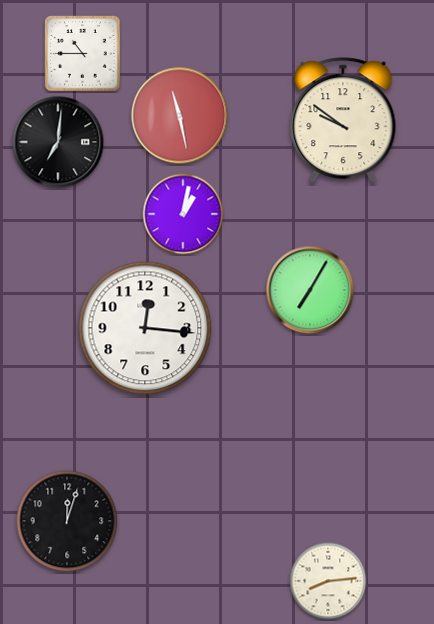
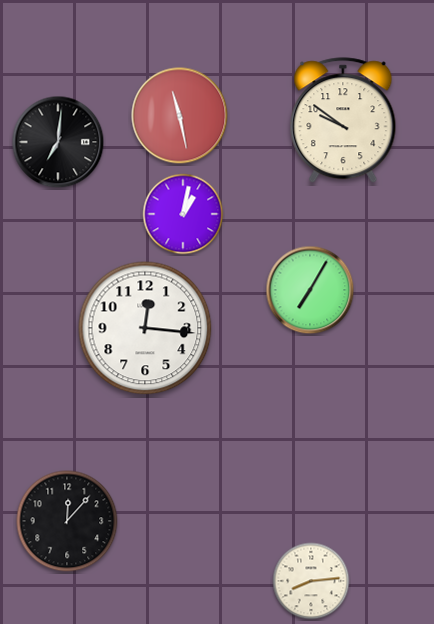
clock at (83, 54): 10:45 -> none
clock at (67, 521): 12:03 -> 12:07
clock at (328, 581) position: (328, 581) -> (311, 581)
